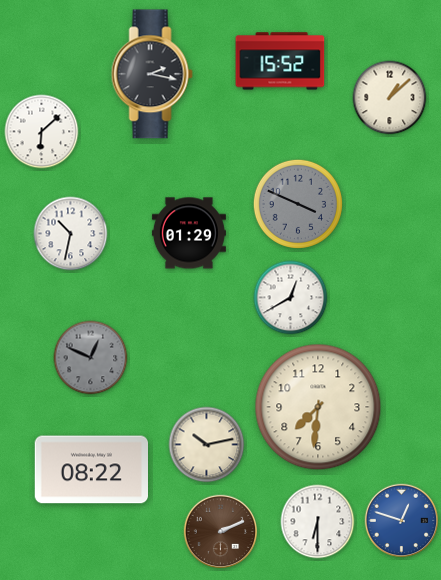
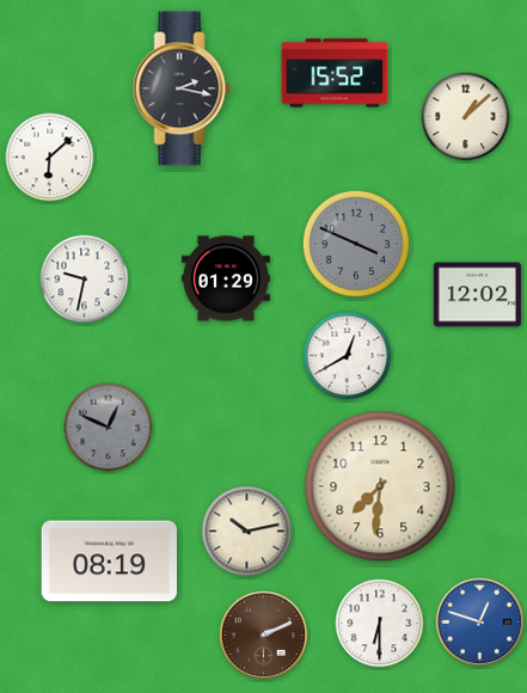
clock at (71, 234): 10:32 -> 9:32
clock at (477, 295): none -> 12:02
clock at (91, 470): 08:22 -> 08:19
